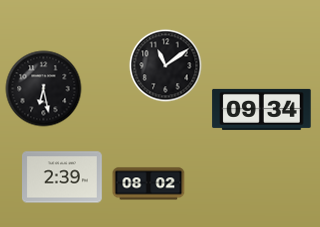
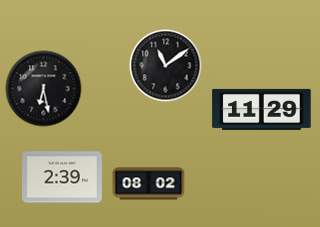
clock at (262, 109): 09:34 -> 11:29
